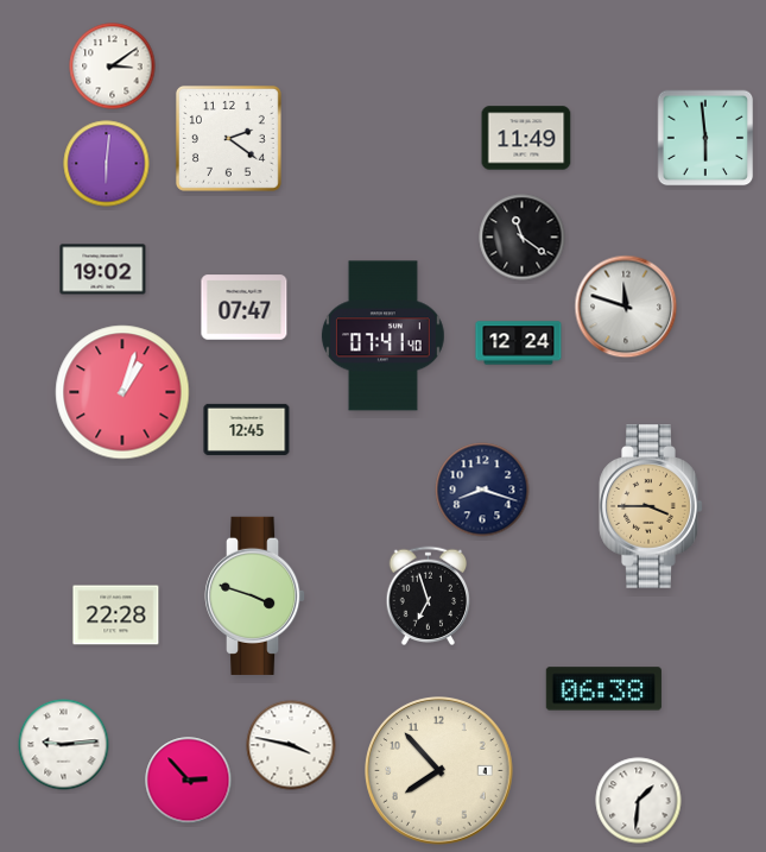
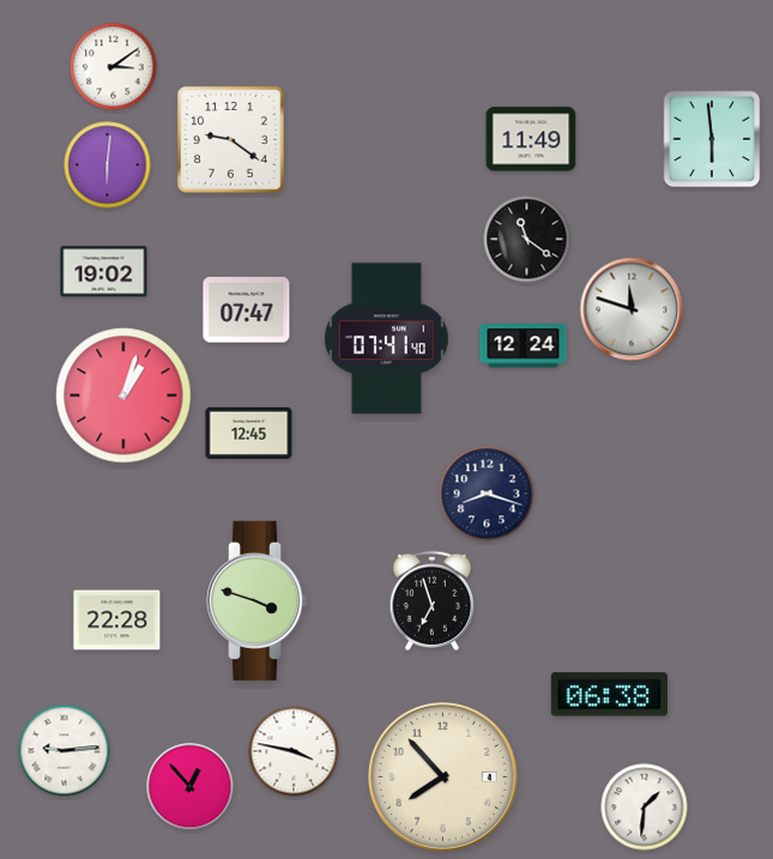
clock at (228, 138): 2:21 -> 9:21
clock at (651, 506): 3:45 -> none
clock at (189, 781): 2:53 -> 12:53
